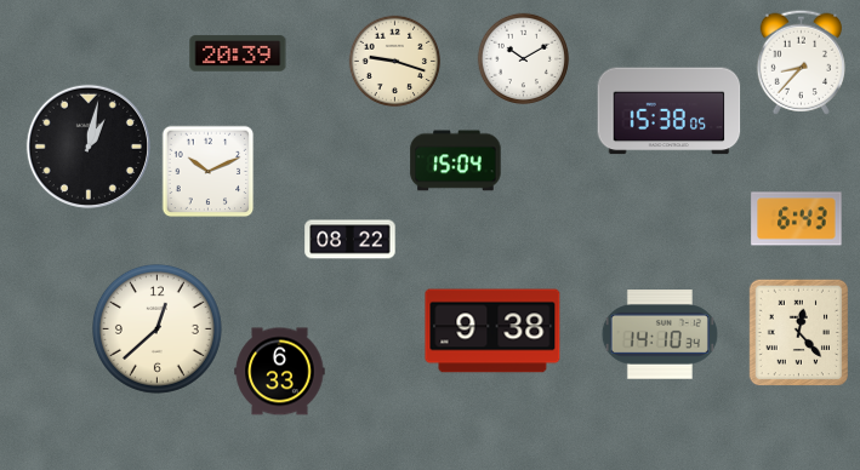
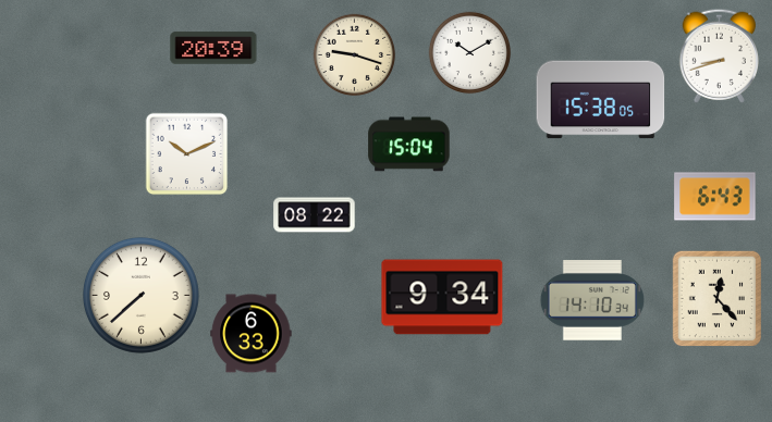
clock at (801, 62): 8:37 -> 8:42
clock at (87, 145): 1:02 -> none
clock at (156, 328): 12:38 -> 7:38
clock at (492, 331): 9:38 -> 9:34
